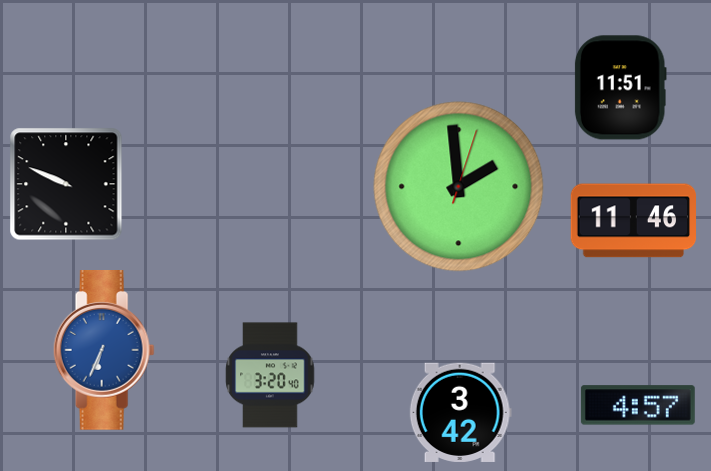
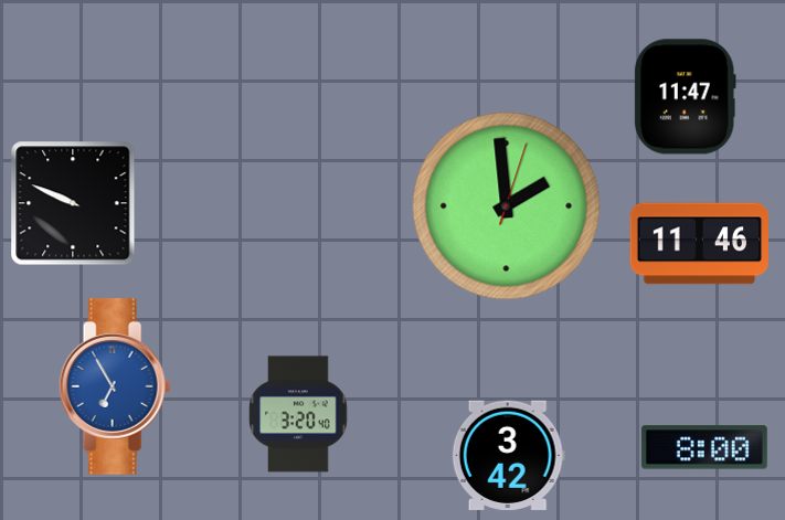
clock at (620, 88): 11:51 -> 11:47
clock at (104, 351): 6:34 -> 6:55
clock at (638, 405): 4:57 -> 8:00
